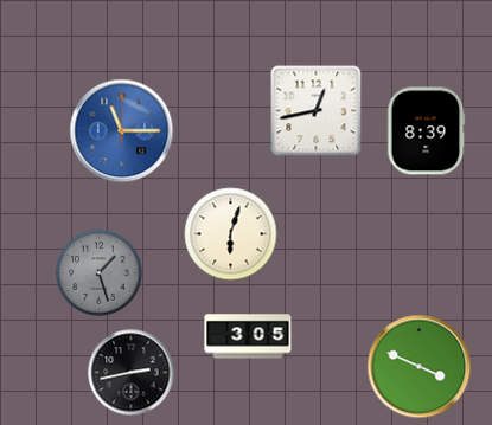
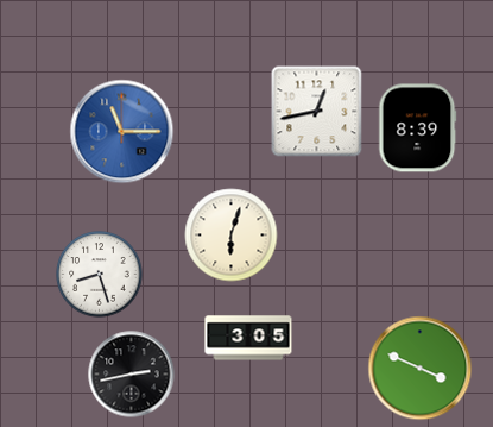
clock at (427, 131) position: (427, 131) -> (418, 128)
clock at (100, 273): 1:27 -> 8:27
clock at (100, 273) dial: grey -> white
